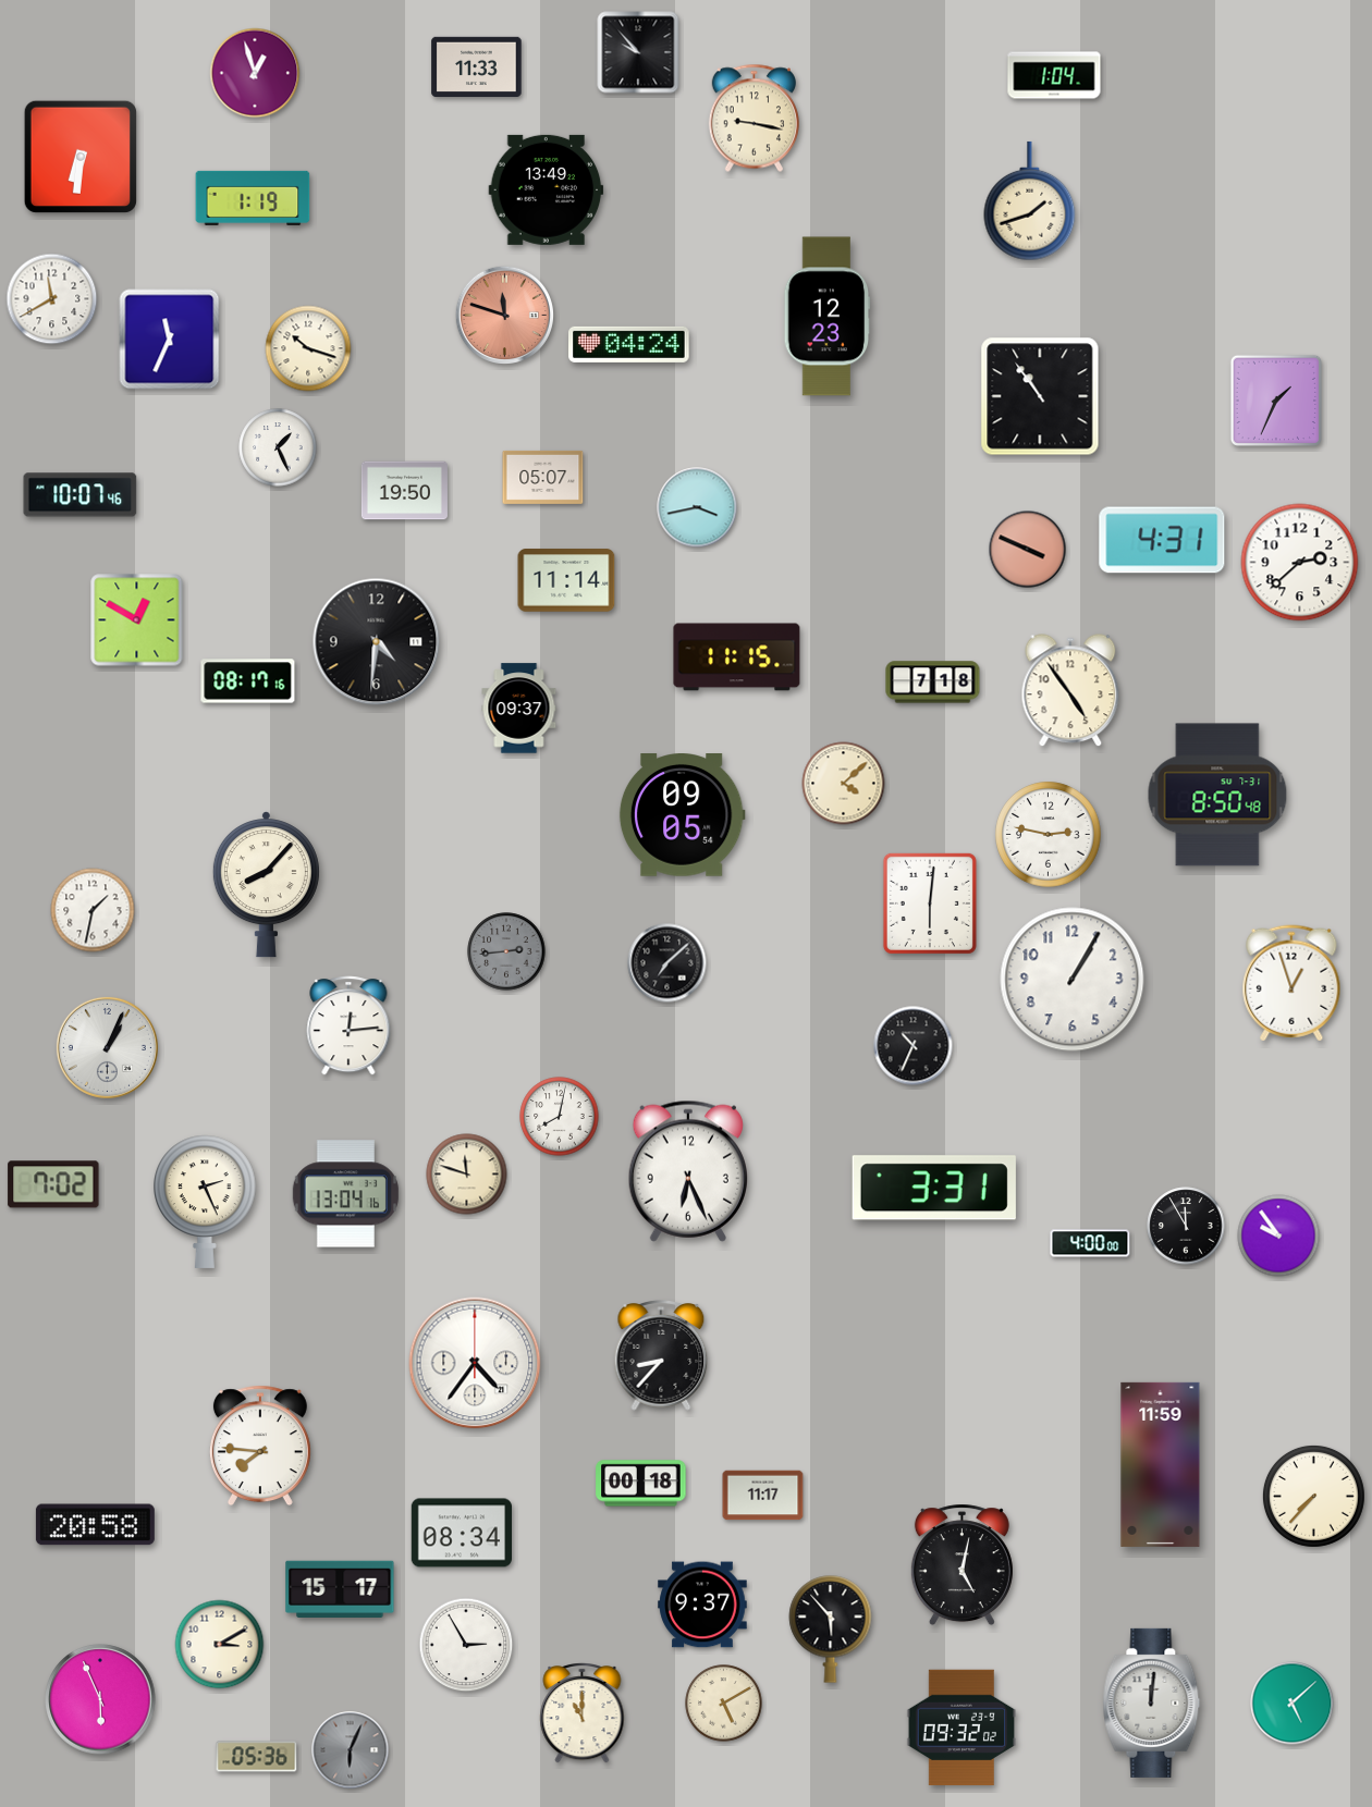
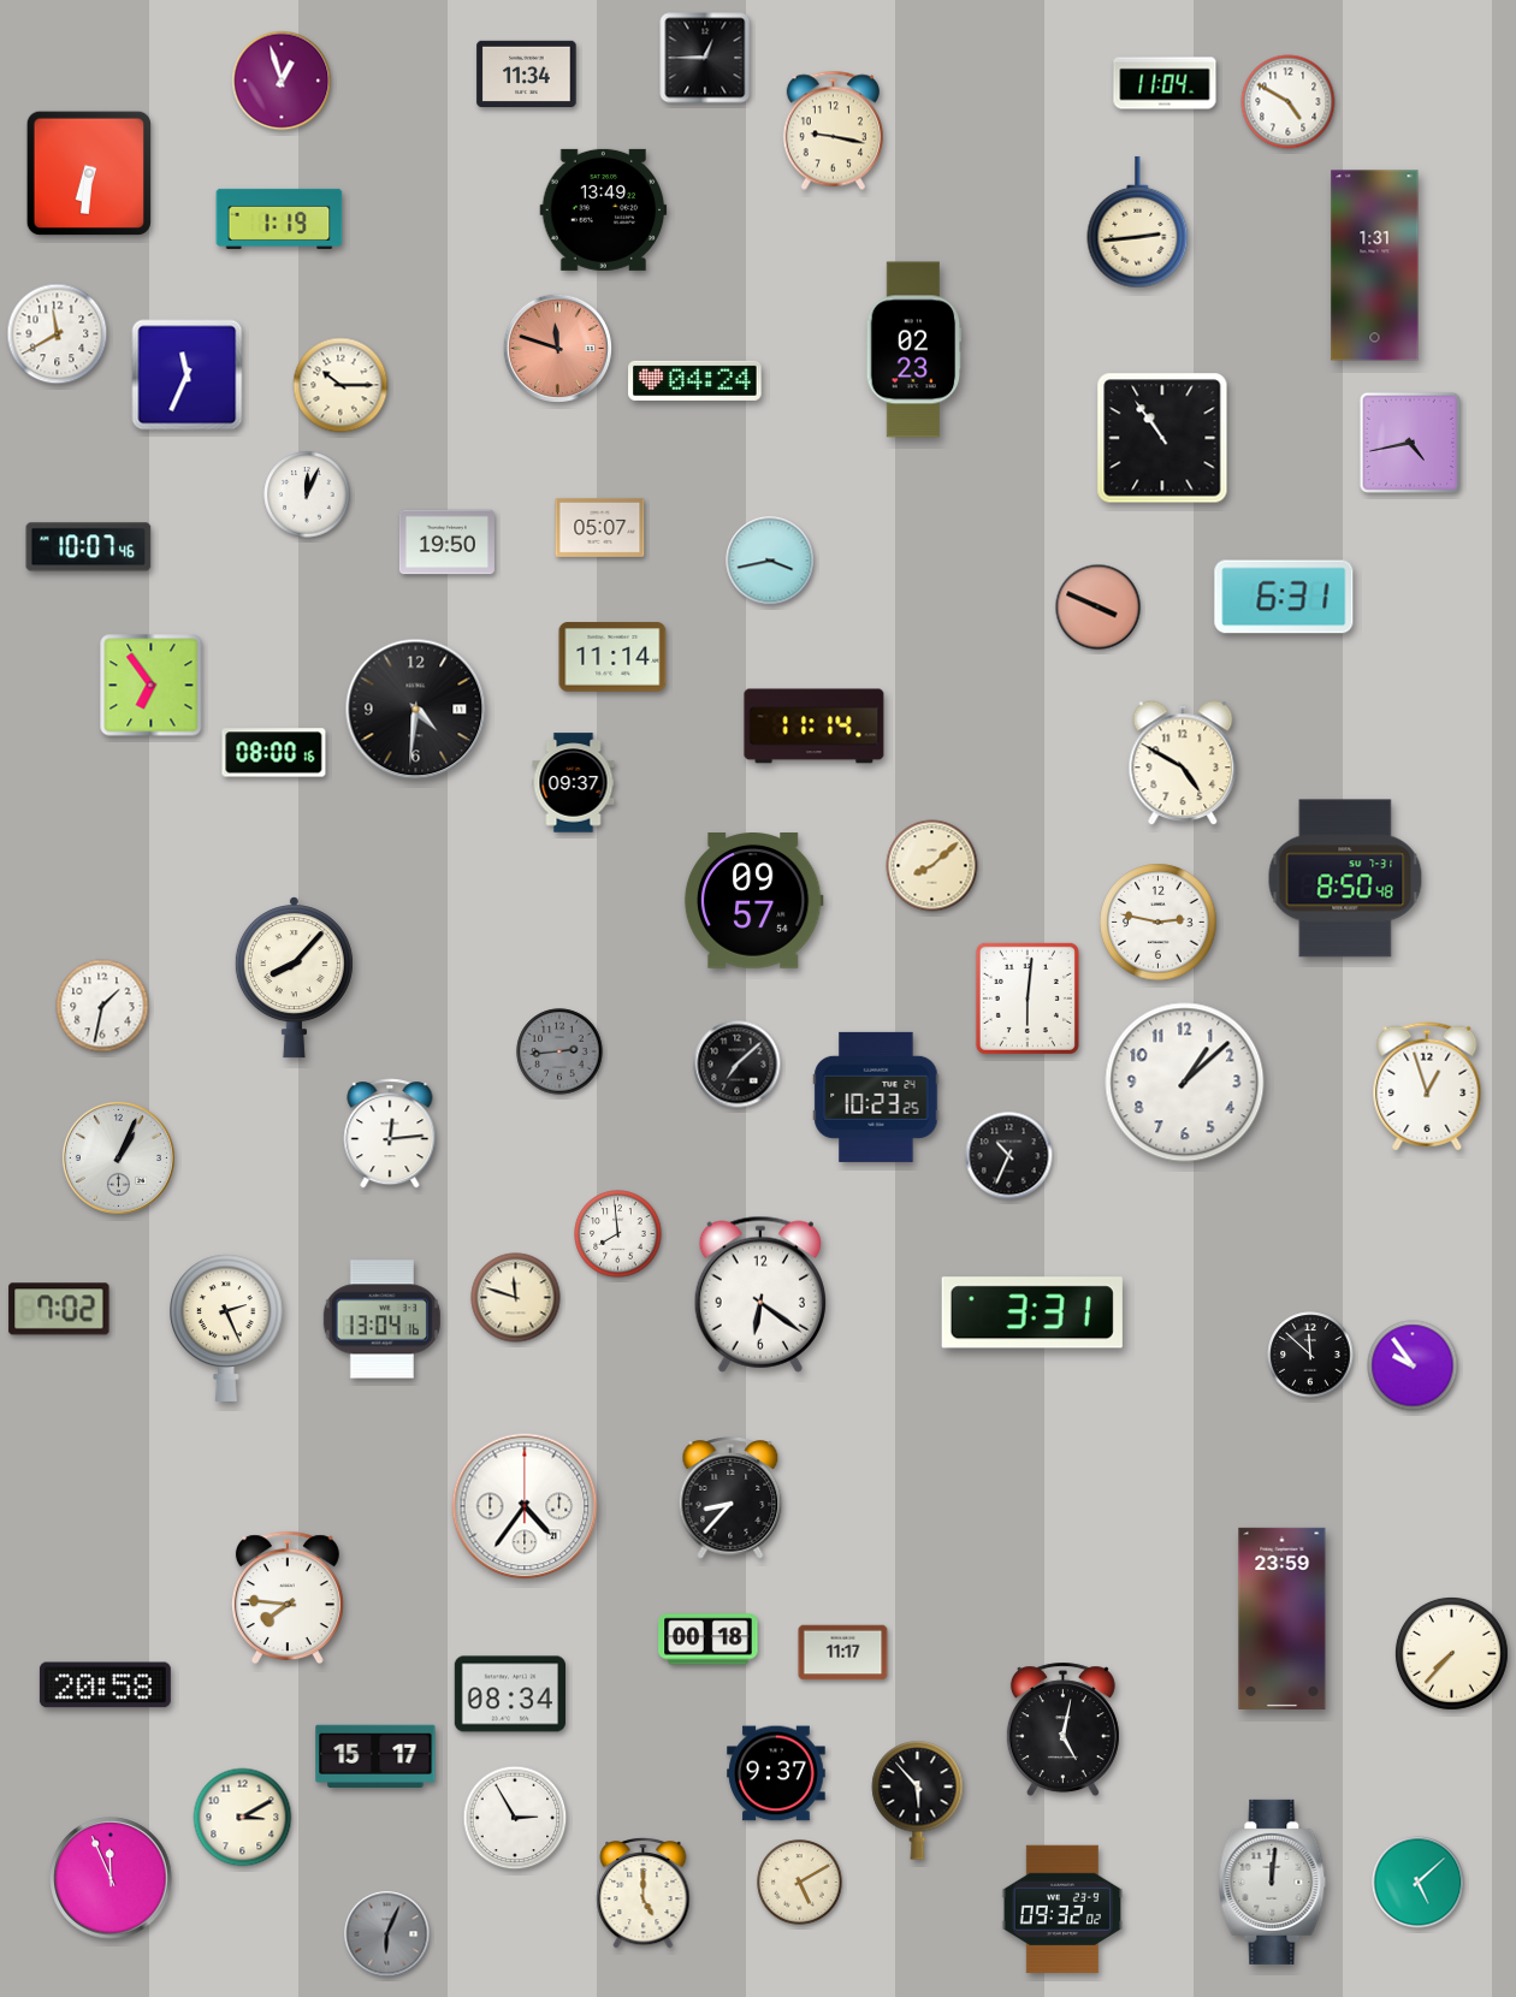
clock at (638, 52): 9:53 -> 12:45
clock at (477, 66): 11:33 -> 11:34
clock at (1054, 75): 1:04 -> 11:04
clock at (1289, 102): none -> 4:50
clock at (1030, 201): 1:42 -> 2:44
clock at (1375, 266): none -> 1:31
clock at (52, 299) position: (52, 299) -> (58, 334)
clock at (828, 317): 12:23 -> 02:23
clock at (308, 348): 10:18 -> 10:15
clock at (1040, 396) position: (1040, 396) -> (1162, 438)
clock at (1276, 401): 1:34 -> 4:43
clock at (278, 447): 1:26 -> 12:04
clock at (1162, 540): 4:31 -> 6:31
clock at (1028, 550) position: (1028, 550) -> (1098, 608)
clock at (1300, 563): 2:38 -> none
clock at (566, 580) position: (566, 580) -> (612, 657)
clock at (137, 620): 12:50 -> 6:54
clock at (737, 657): 11:15 -> 11:14
clock at (248, 681): 08:17 -> 08:00
clock at (933, 683): 7:18 -> none
clock at (1070, 691): 4:54 -> 4:50
clock at (844, 784): 4:08 -> 8:08
clock at (682, 815): 09:05 -> 09:57
clock at (1073, 980): 1:05 -> 1:08
clock at (876, 1097): none -> 10:23
clock at (348, 1025) position: (348, 1025) -> (390, 1133)
clock at (560, 1117): 8:02 -> 7:59
clock at (687, 1171): 6:26 -> 6:21
clock at (1186, 1226): 11:55 -> 11:52
clock at (1090, 1243): 4:00 -> none
clock at (1161, 1464): 11:59 -> 23:59
clock at (100, 1699): 5:56 -> 11:56
clock at (1293, 1704) position: (1293, 1704) -> (1419, 1883)
clock at (583, 1712): 11:00 -> 5:00
clock at (257, 1757): 05:36 -> none
